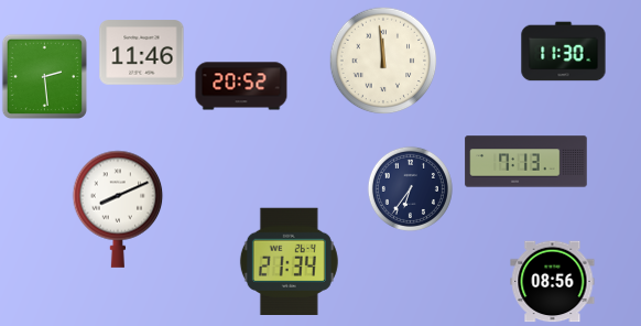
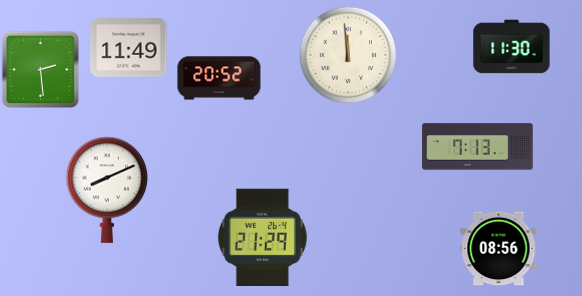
clock at (142, 53): 11:46 -> 11:49
clock at (410, 188): 6:36 -> none
clock at (289, 261): 21:34 -> 21:29
clock at (553, 282) position: (553, 282) -> (499, 249)
